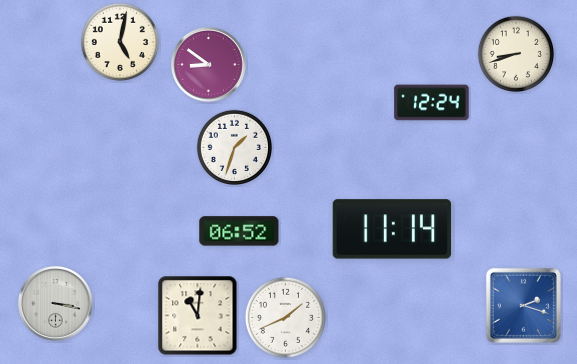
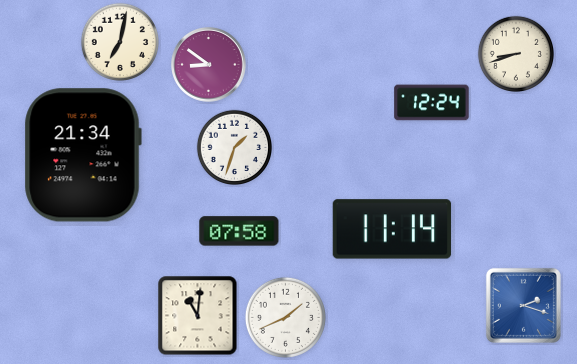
clock at (119, 41): 5:02 -> 7:02
clock at (83, 155): none -> 21:34
clock at (239, 231): 06:52 -> 07:58
clock at (56, 304): 3:17 -> none
